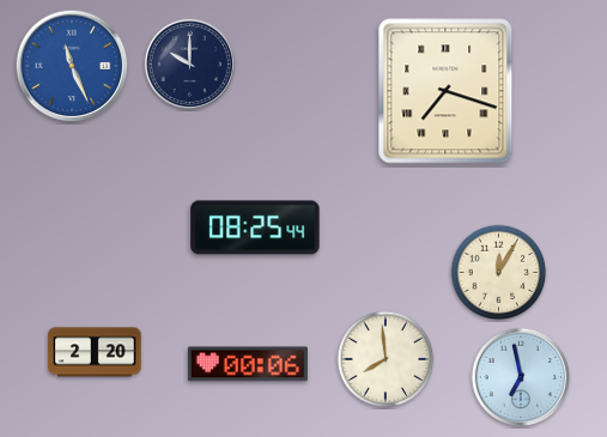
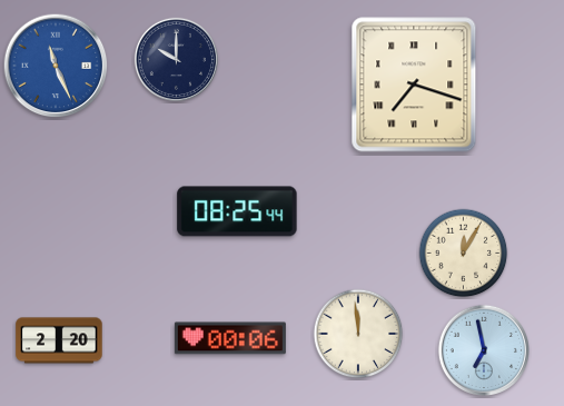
clock at (72, 66) position: (72, 66) -> (56, 66)
clock at (95, 352) position: (95, 352) -> (59, 340)
clock at (386, 359): 7:59 -> 11:59
